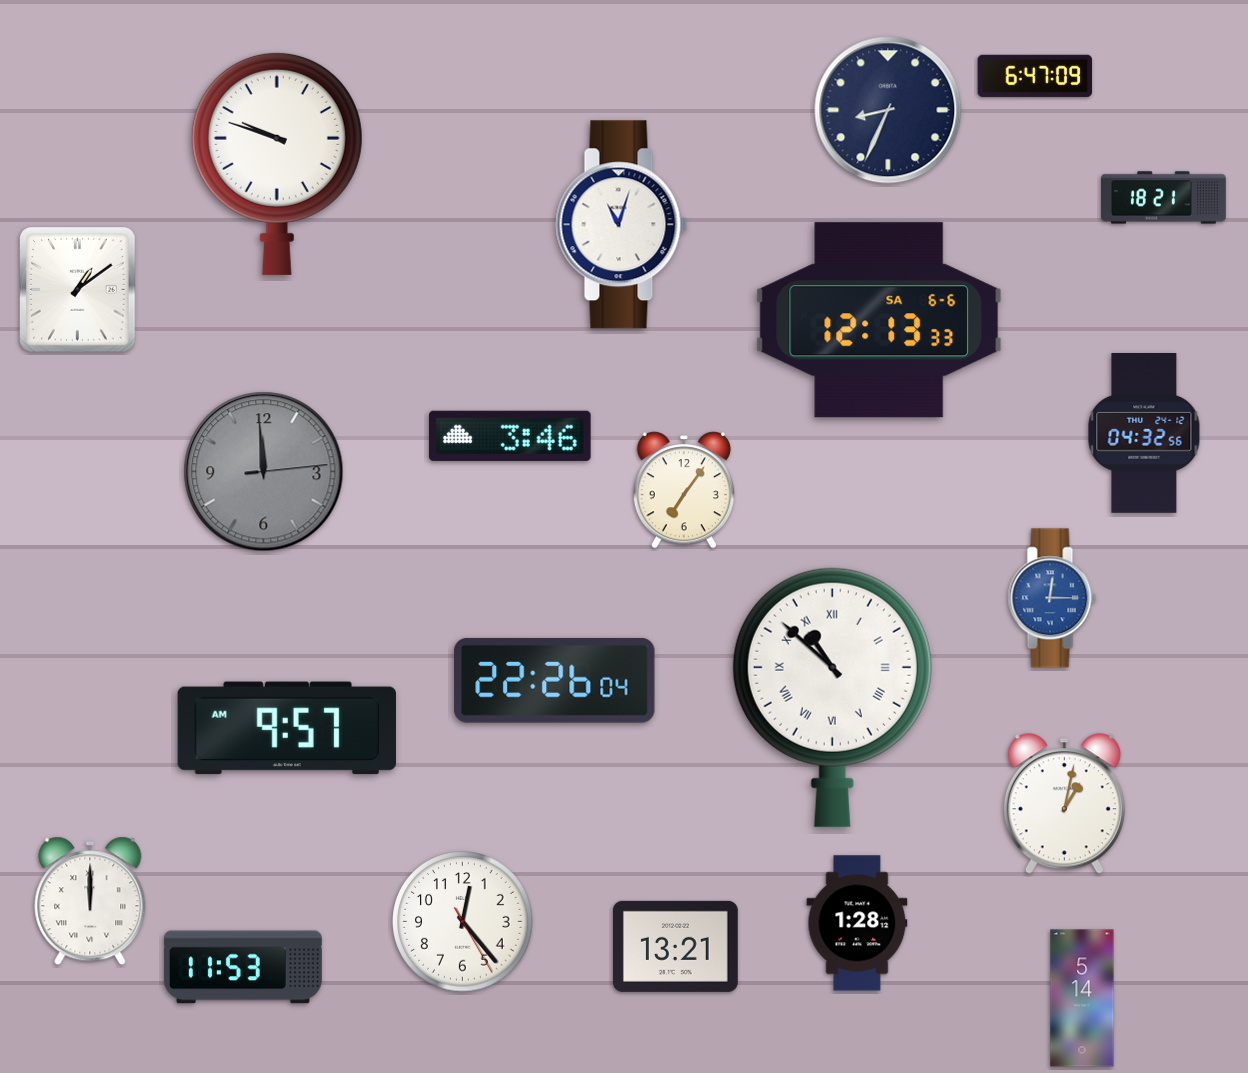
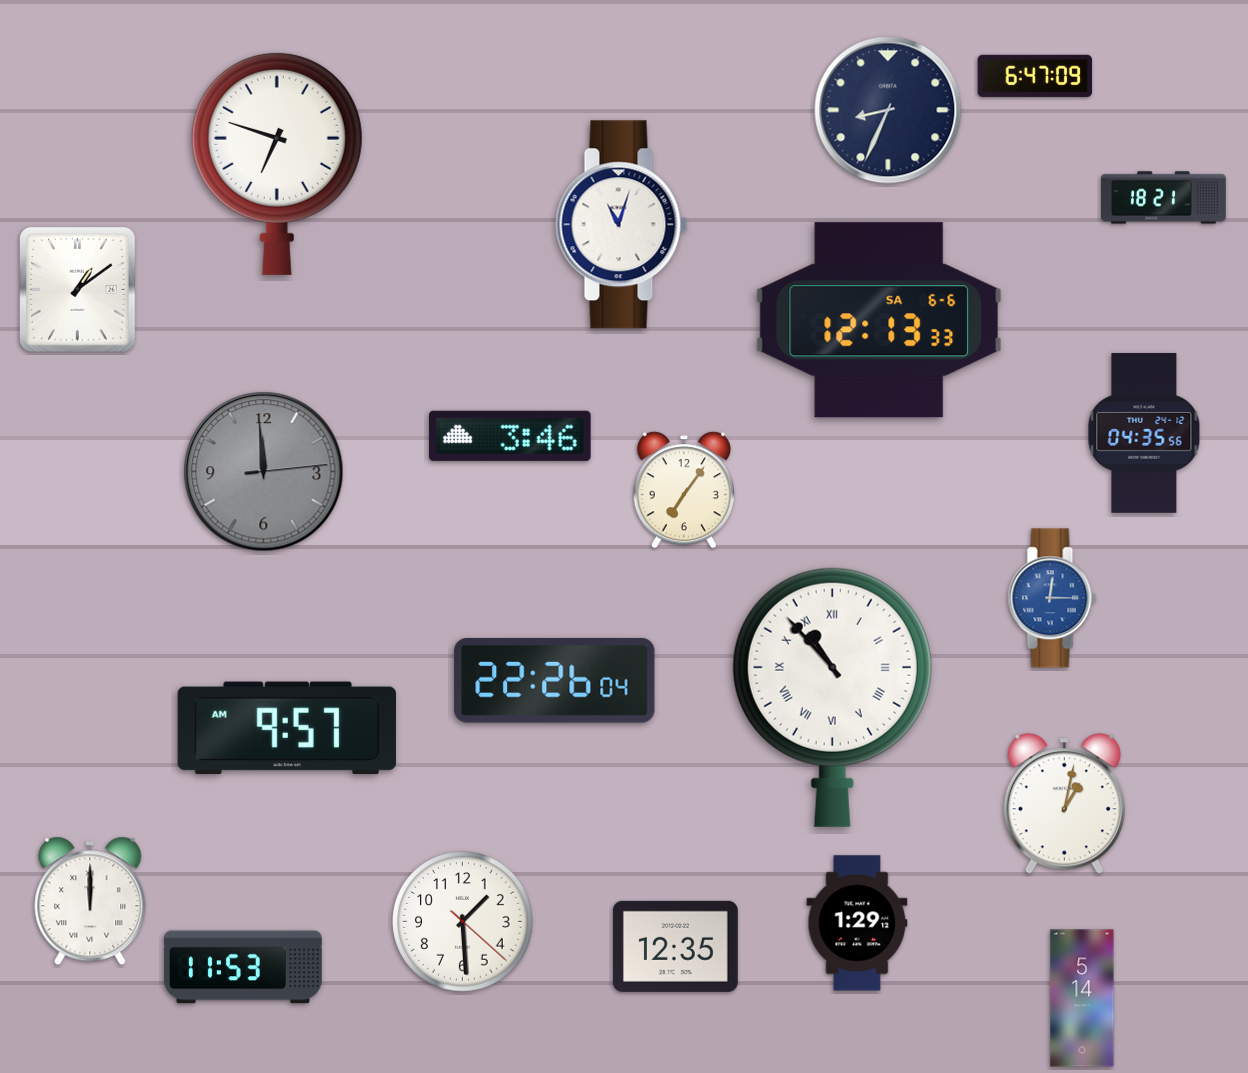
clock at (277, 163): 9:48 -> 6:48
clock at (1144, 434): 04:32 -> 04:35
clock at (832, 697): 10:52 -> 10:53
clock at (463, 922): 12:23 -> 1:29
clock at (857, 923): 1:28 -> 1:29
clock at (675, 946): 13:21 -> 12:35
